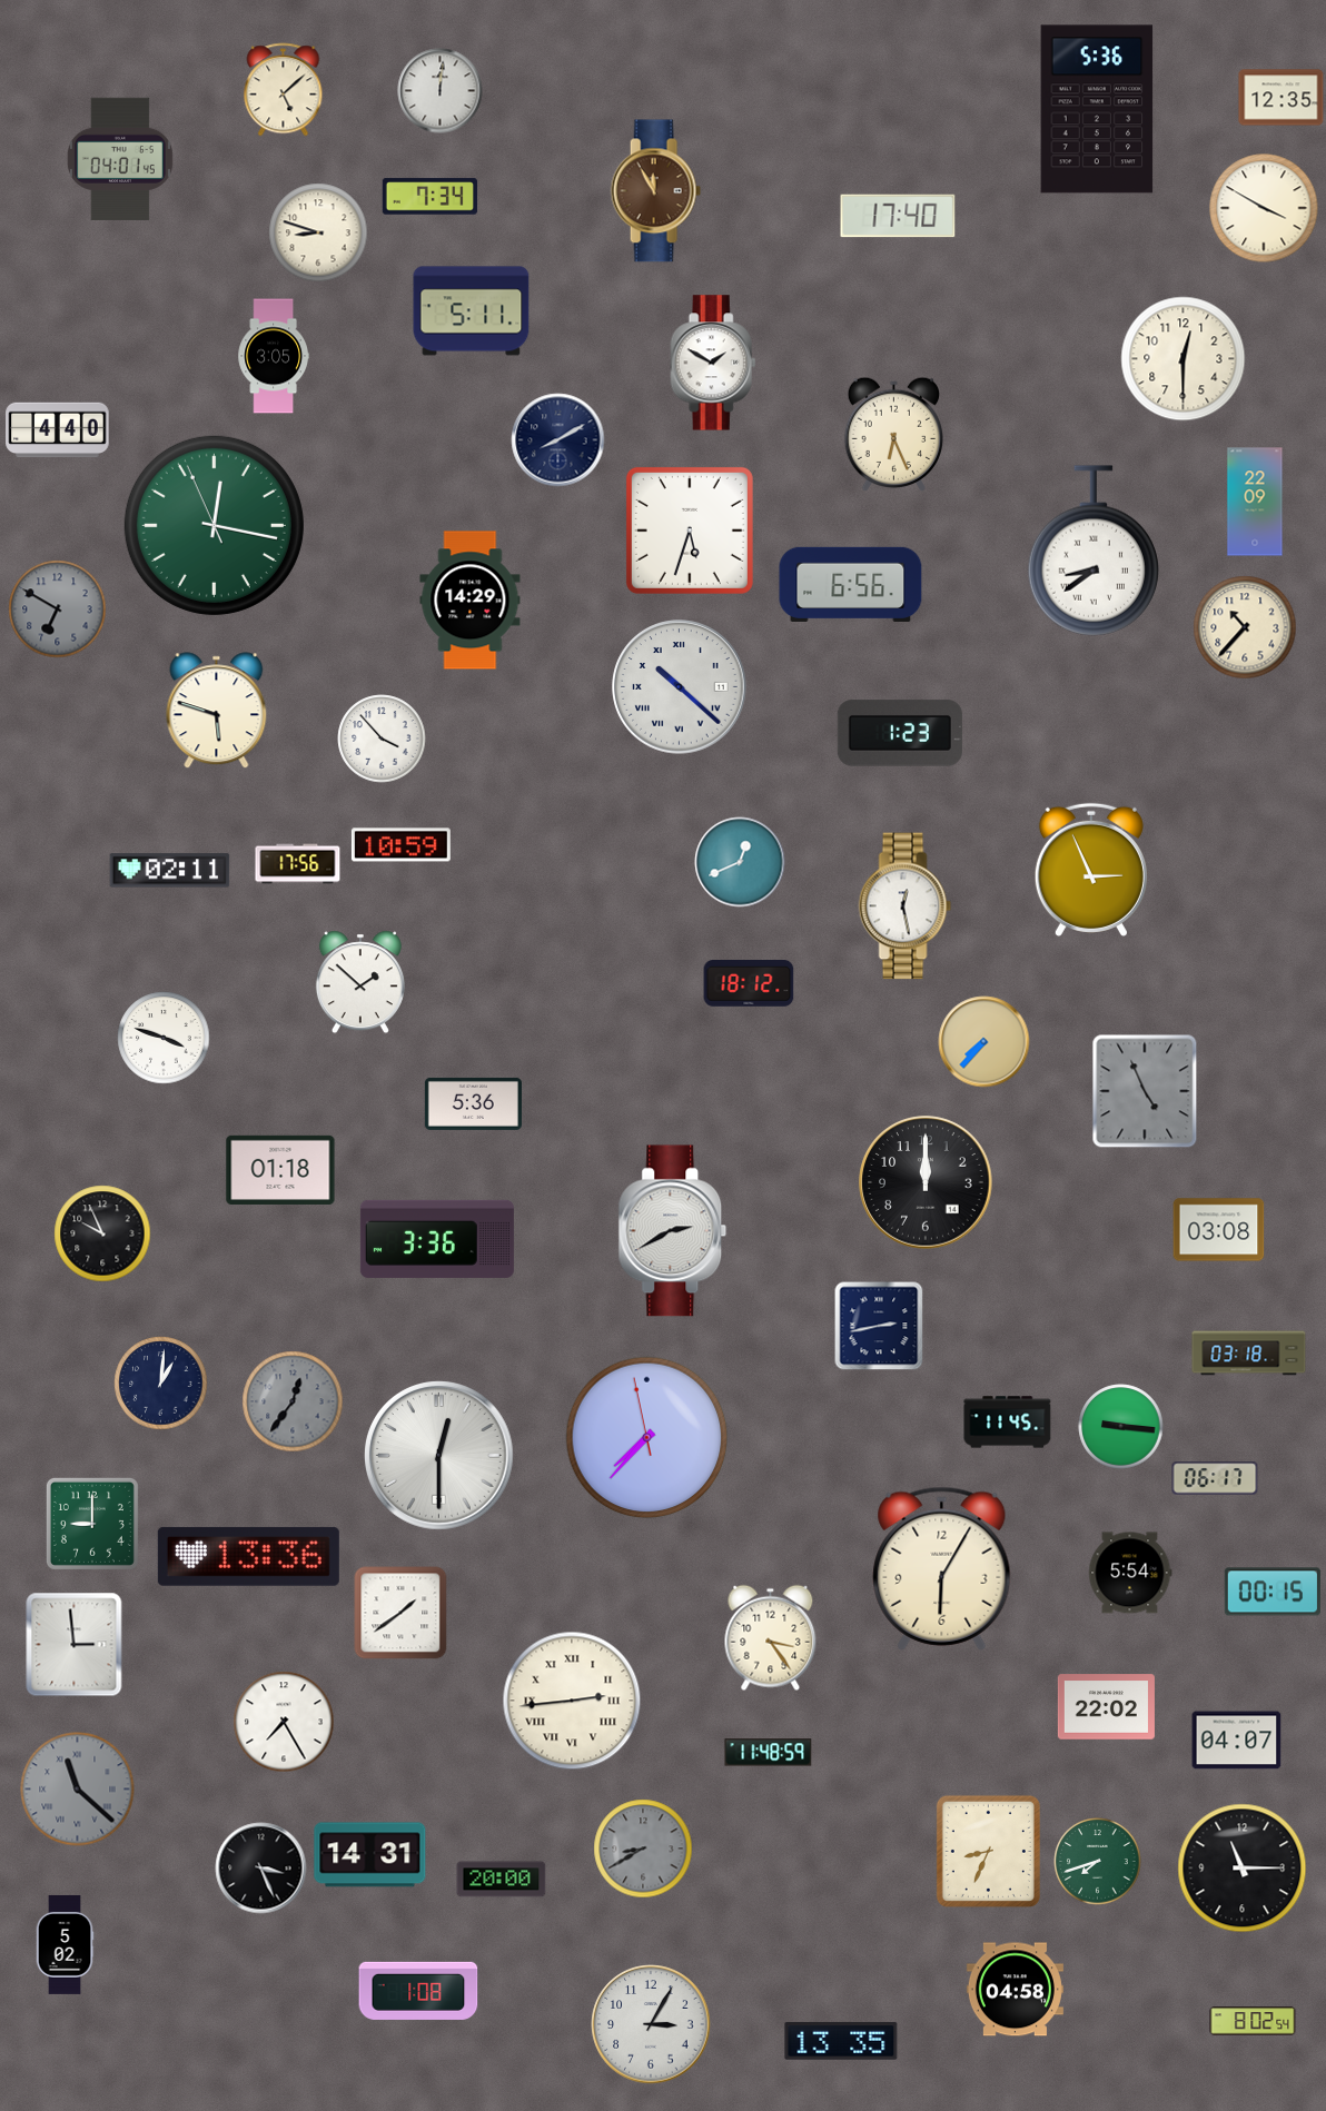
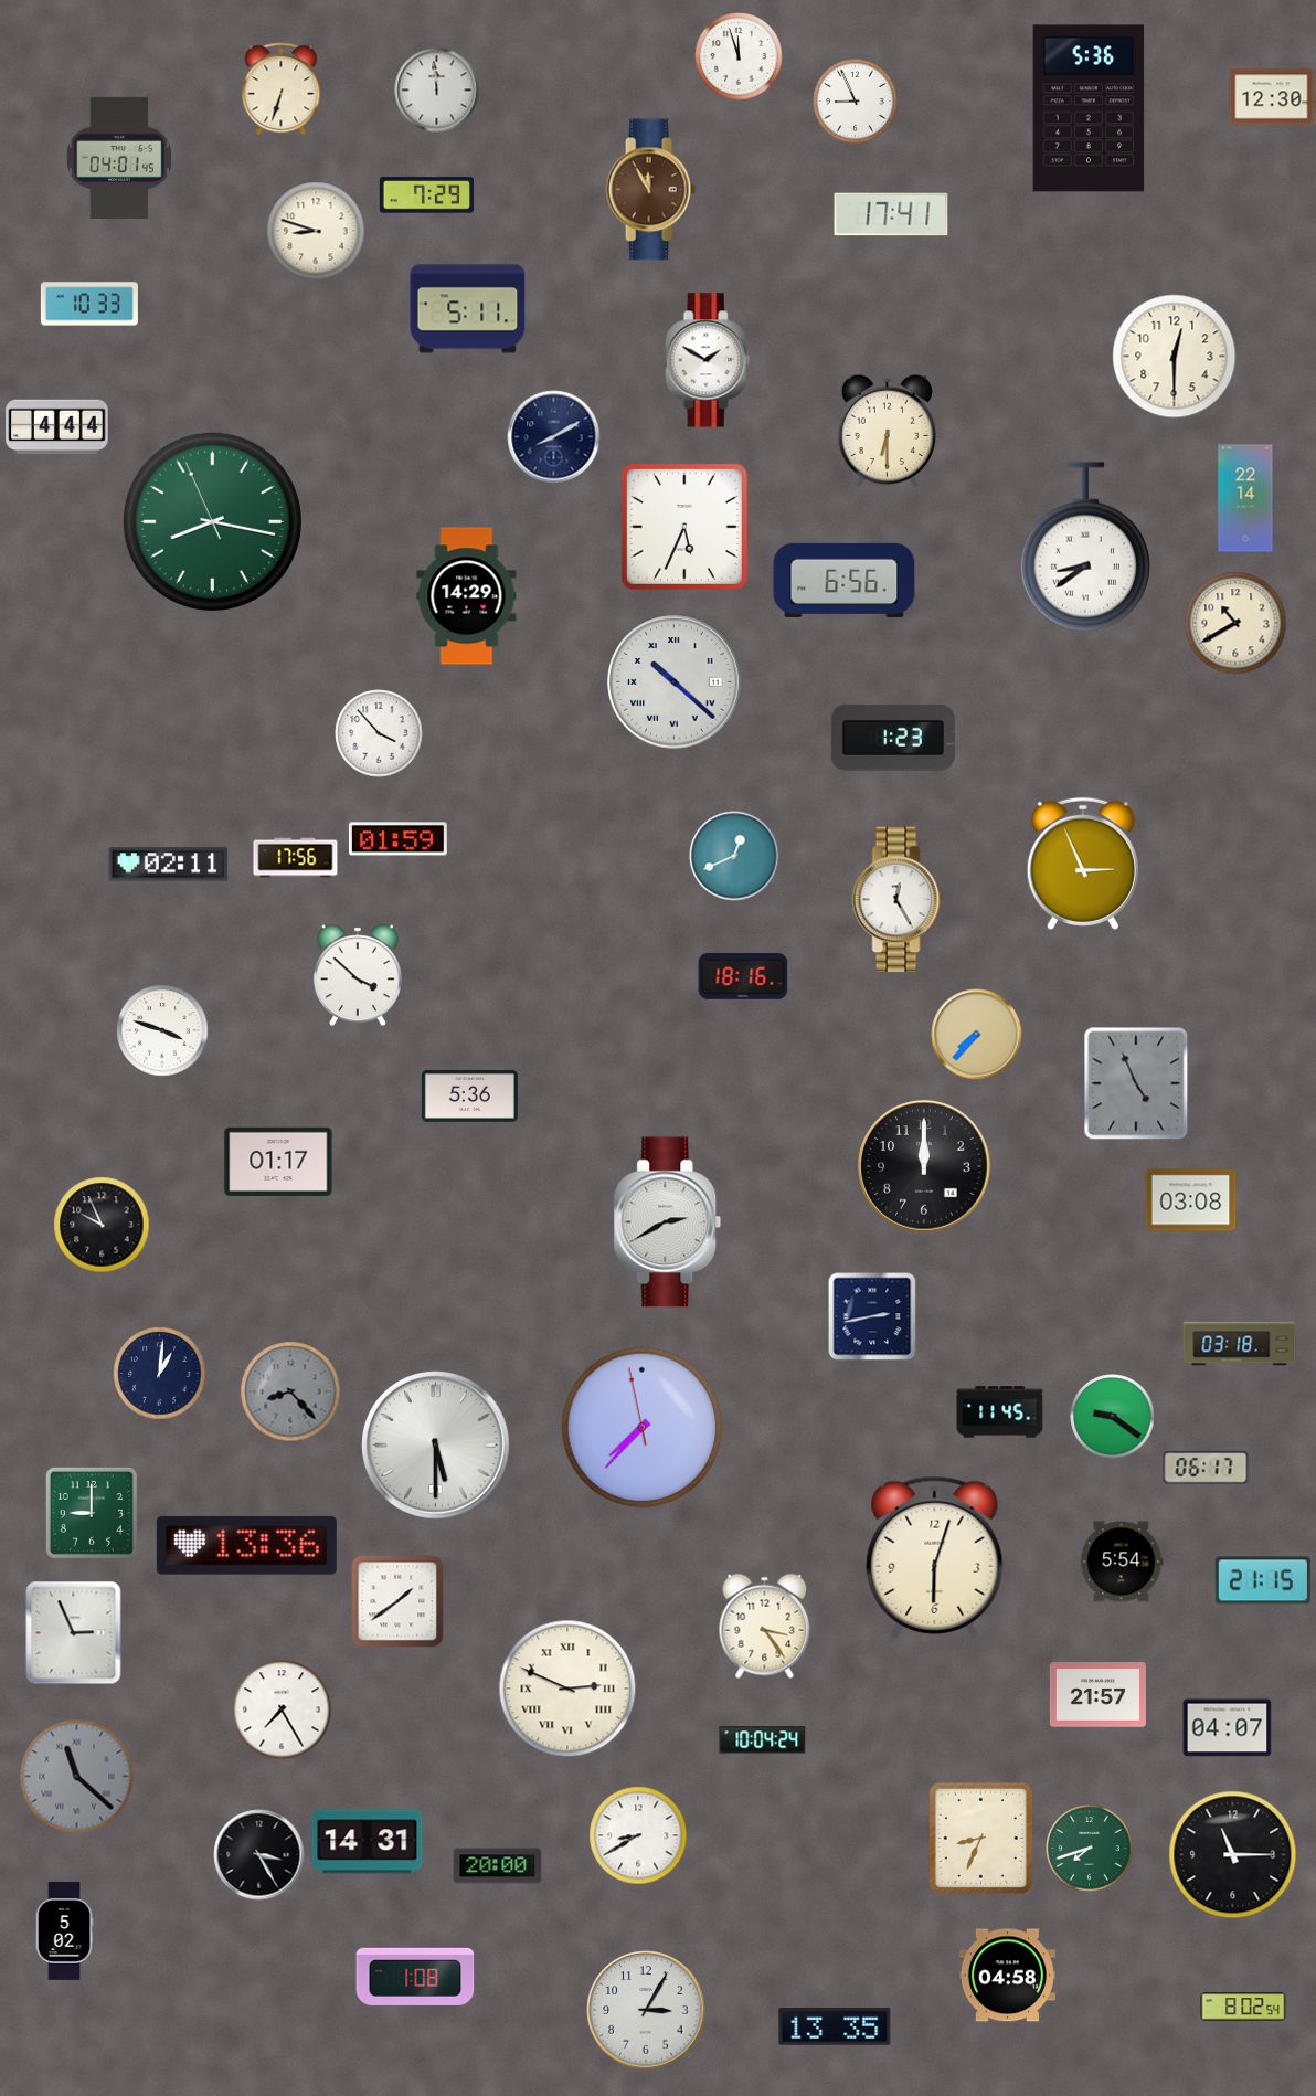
clock at (739, 56): none -> 11:57
clock at (284, 90): 5:08 -> 6:33
clock at (441, 91): 12:01 -> 11:59
clock at (1282, 98): 12:35 -> 12:30
clock at (856, 102): none -> 8:56
clock at (429, 197): 7:34 -> 7:29
clock at (1264, 208): 3:50 -> none
clock at (898, 216): 17:40 -> 17:41
clock at (89, 304): none -> 10:33
clock at (273, 356): 3:05 -> none
clock at (58, 430): 4:40 -> 4:44
clock at (893, 434): 6:26 -> 6:30
clock at (1255, 502): 22:09 -> 22:14
clock at (214, 525): 12:16 -> 8:16
clock at (690, 531): 5:33 -> 5:34
clock at (58, 609): 6:50 -> none
clock at (1245, 627): 10:37 -> 10:40
clock at (217, 711): 5:48 -> none
clock at (900, 733) position: (900, 733) -> (893, 738)
clock at (400, 845): 10:59 -> 01:59
clock at (906, 906): 12:28 -> 12:25
clock at (360, 982): 1:52 -> 3:52
clock at (749, 984): 18:12 -> 18:16
clock at (280, 1170): 01:18 -> 01:17
clock at (926, 1182) position: (926, 1182) -> (924, 1166)
clock at (1219, 1230) position: (1219, 1230) -> (1191, 1200)
clock at (437, 1239): 3:36 -> none
clock at (293, 1401): 12:36 -> 8:23
clock at (1121, 1427): 9:16 -> 9:21
clock at (439, 1456): 12:30 -> 5:30
clock at (942, 1568): 6:05 -> 6:03
clock at (1273, 1592): 00:15 -> 21:15
clock at (75, 1645): 2:59 -> 2:56
clock at (572, 1701): 2:44 -> 2:49
clock at (1106, 1707): 22:02 -> 21:57
clock at (769, 1753): 11:48 -> 10:04
clock at (643, 1849) dial: grey -> white
clock at (261, 1869): 3:26 -> 3:25
